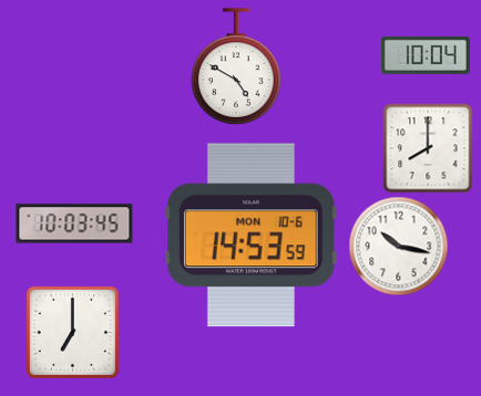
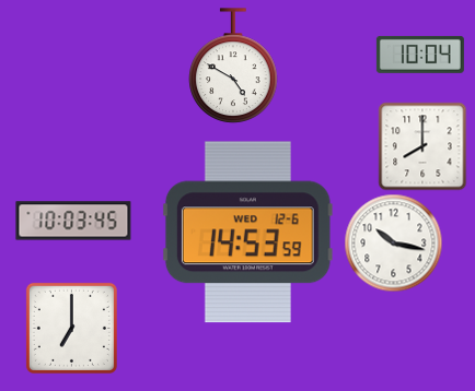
clock at (250, 236) date: MON 10-6 -> WED 12-6
